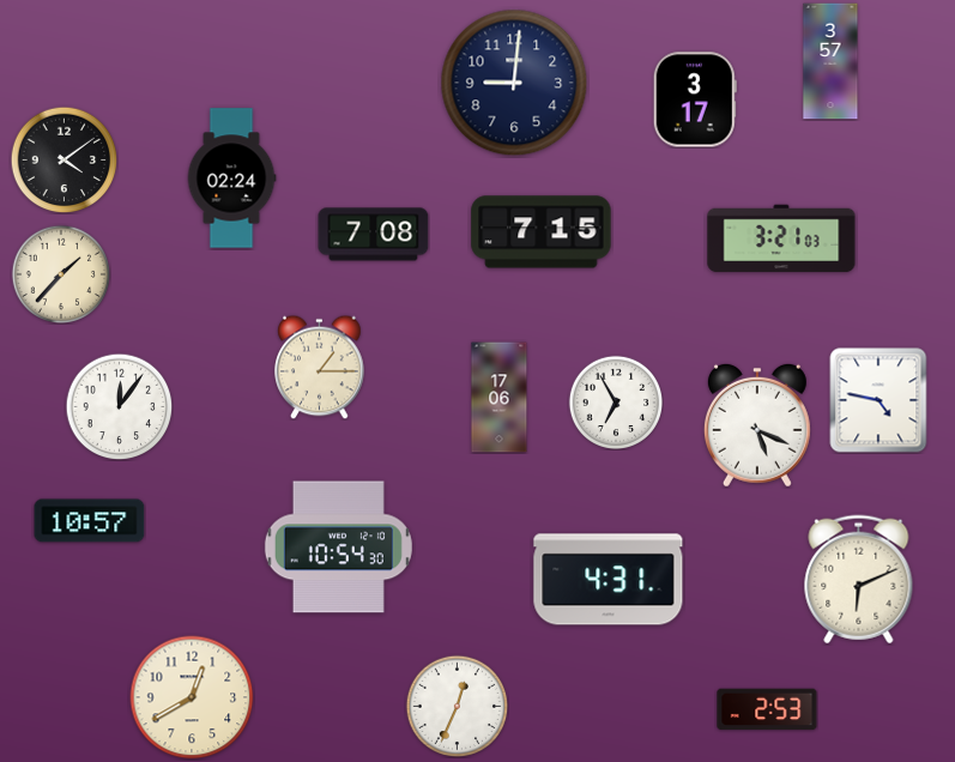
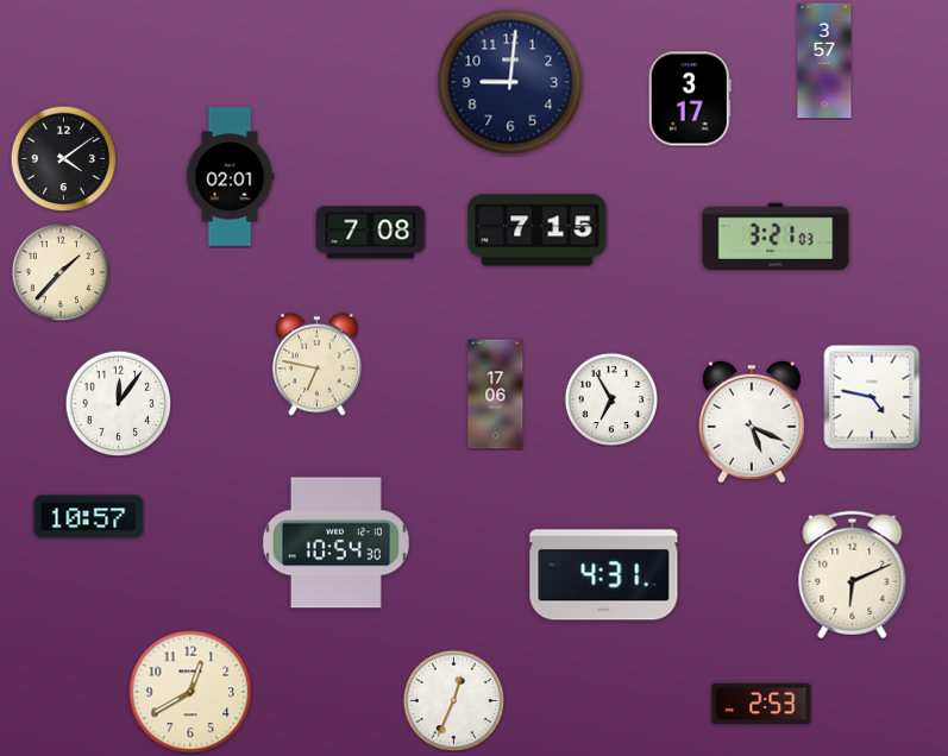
clock at (231, 179): 02:24 -> 02:01
clock at (320, 367): 1:15 -> 6:47
